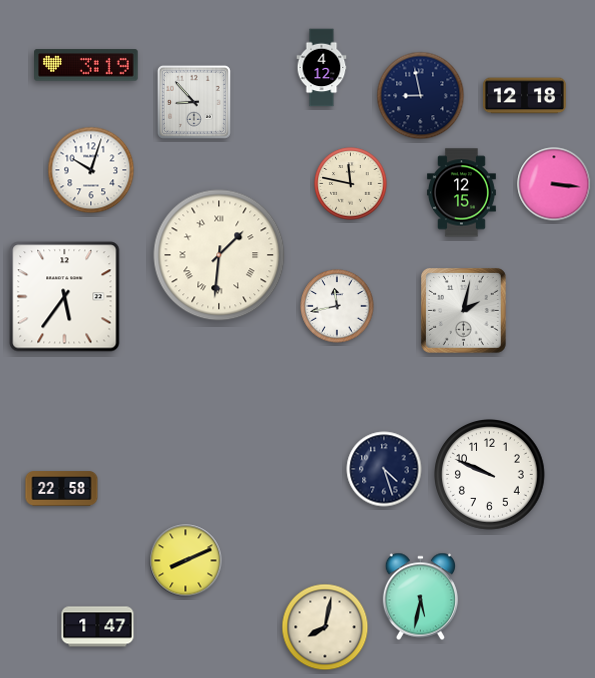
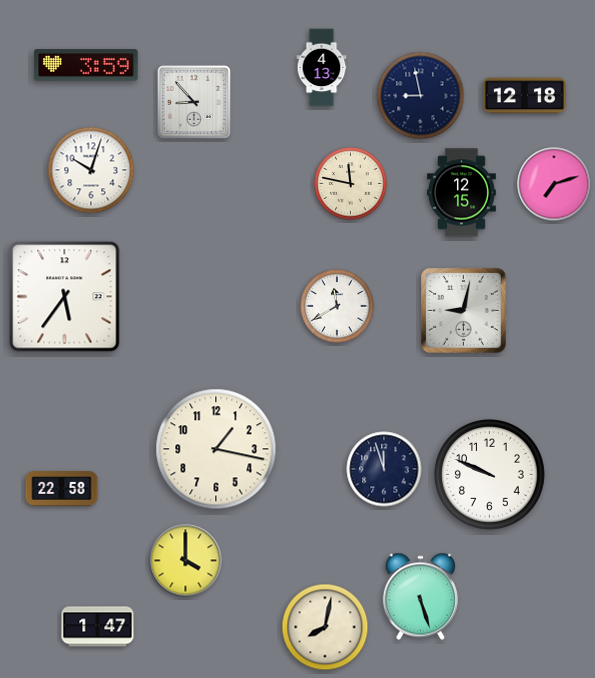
clock at (86, 65): 3:19 -> 3:59
clock at (322, 68): 4:12 -> 4:13
clock at (554, 184): 3:16 -> 7:12
clock at (219, 255): 1:31 -> none
clock at (337, 306): 11:43 -> 11:40
clock at (464, 311): 2:02 -> 9:02
clock at (216, 449): none -> 1:17
clock at (384, 469): 4:27 -> 11:57
clock at (186, 561): 8:11 -> 4:00
clock at (420, 597): 5:32 -> 5:27
